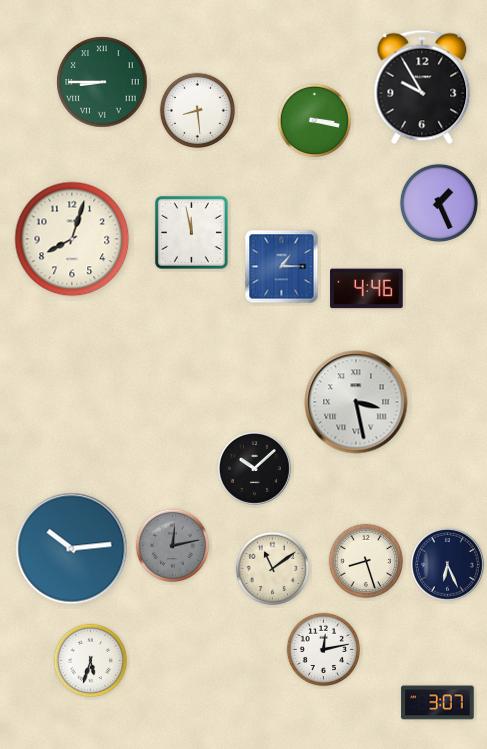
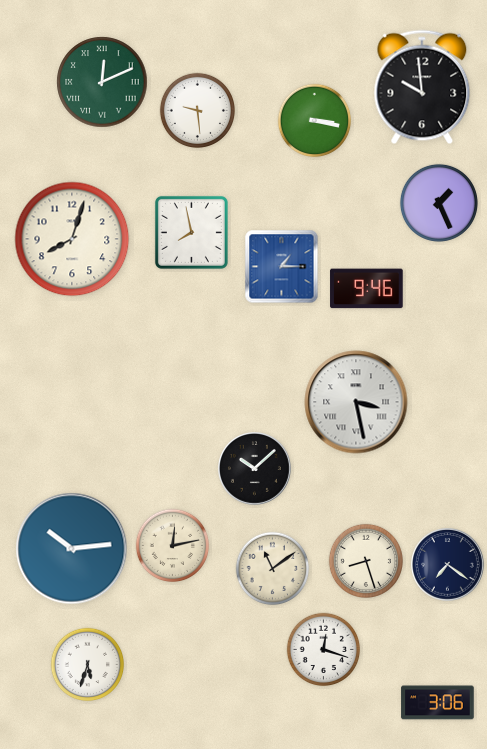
clock at (102, 82): 8:45 -> 12:11
clock at (422, 87): 9:55 -> 9:59
clock at (197, 110): 8:29 -> 9:29
clock at (191, 232): 11:58 -> 7:58
clock at (367, 289): 4:46 -> 9:46
clock at (173, 546) dial: grey -> cream
clock at (448, 565): 6:26 -> 7:21
clock at (324, 650): 12:13 -> 12:18
clock at (91, 661) position: (91, 661) -> (88, 665)
clock at (438, 703): 3:07 -> 3:06
